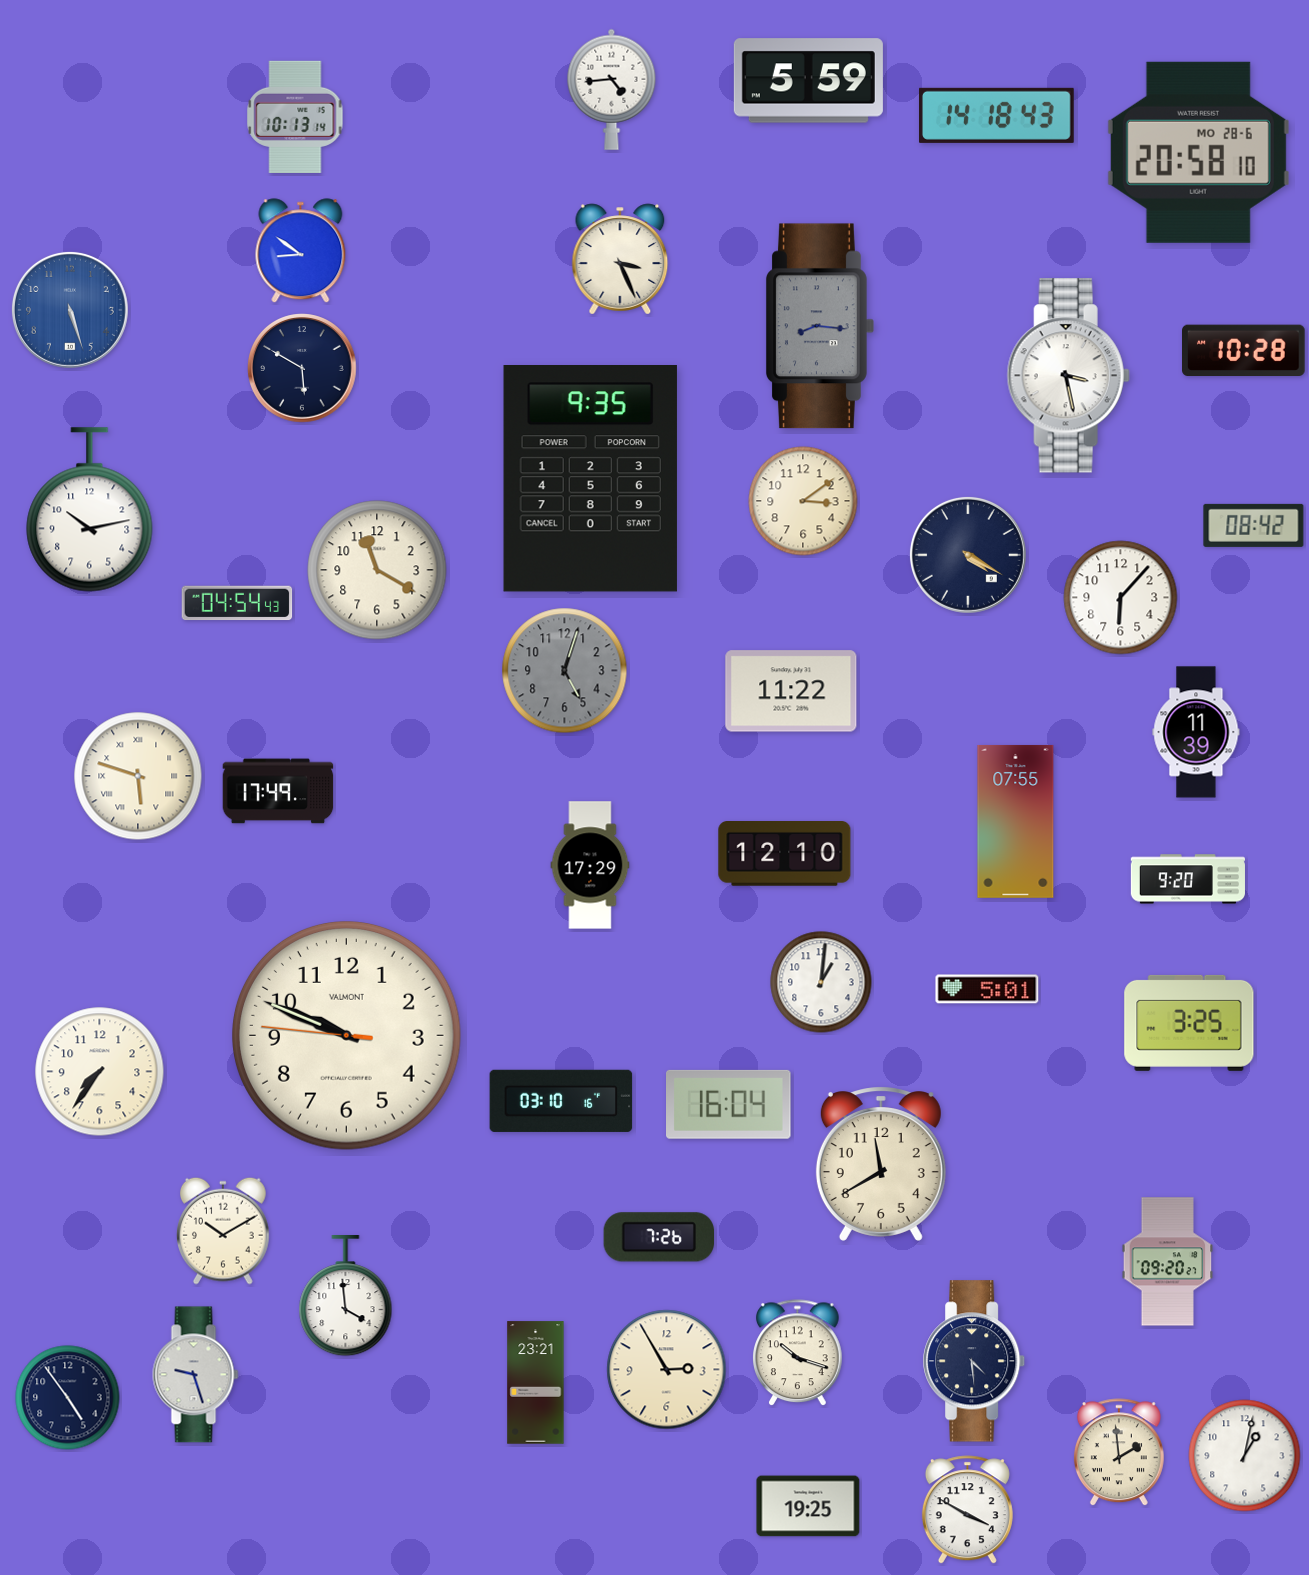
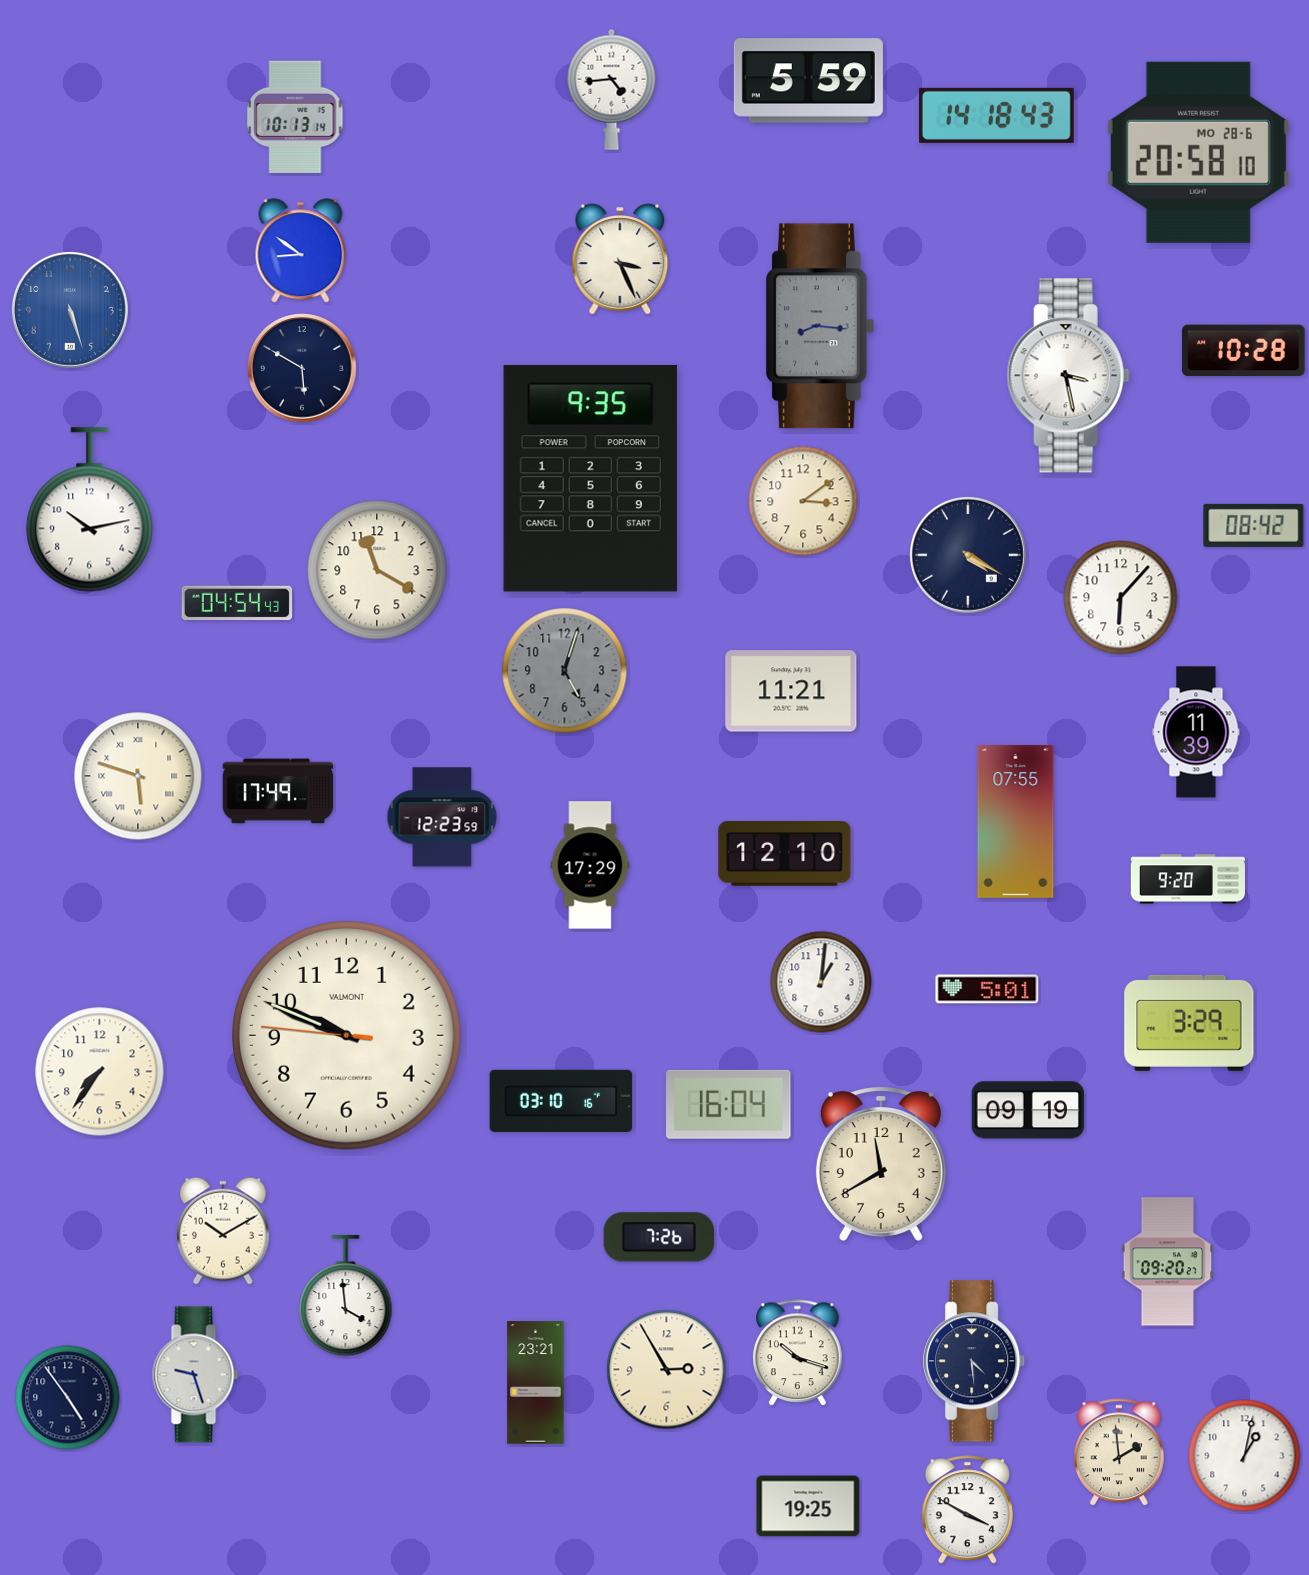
clock at (791, 691): 11:22 -> 11:21
clock at (442, 817): none -> 12:23
clock at (1189, 1023): 3:25 -> 3:29
clock at (1027, 1110): none -> 09:19
